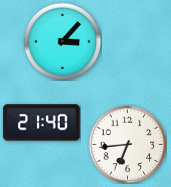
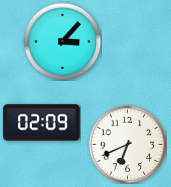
clock at (42, 123): 21:40 -> 02:09
clock at (127, 144): 6:44 -> 6:41
